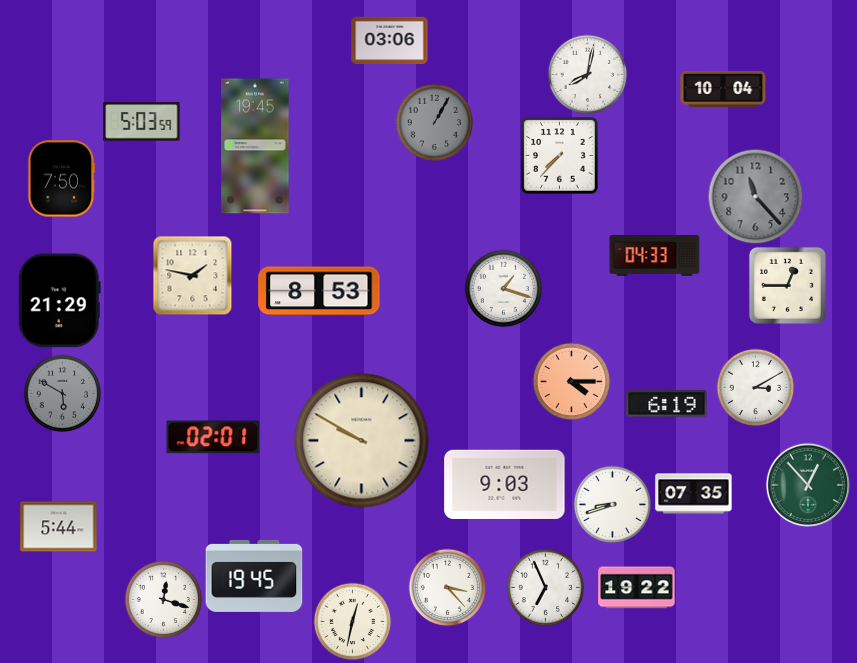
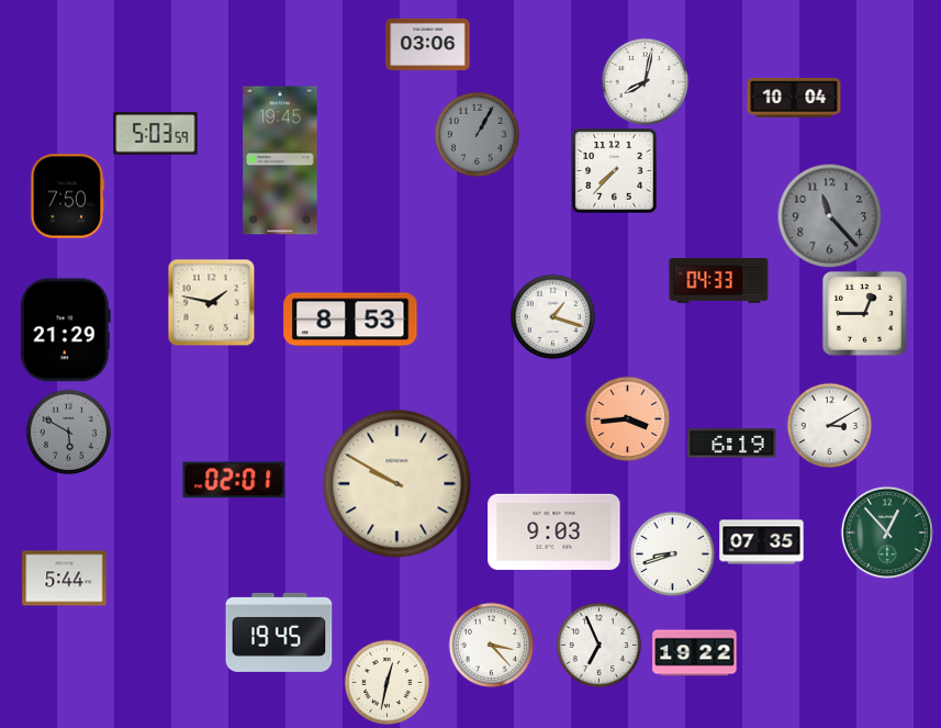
clock at (571, 381): 4:15 -> 3:44
clock at (637, 588) position: (637, 588) -> (695, 653)
clock at (163, 599): 12:18 -> none
